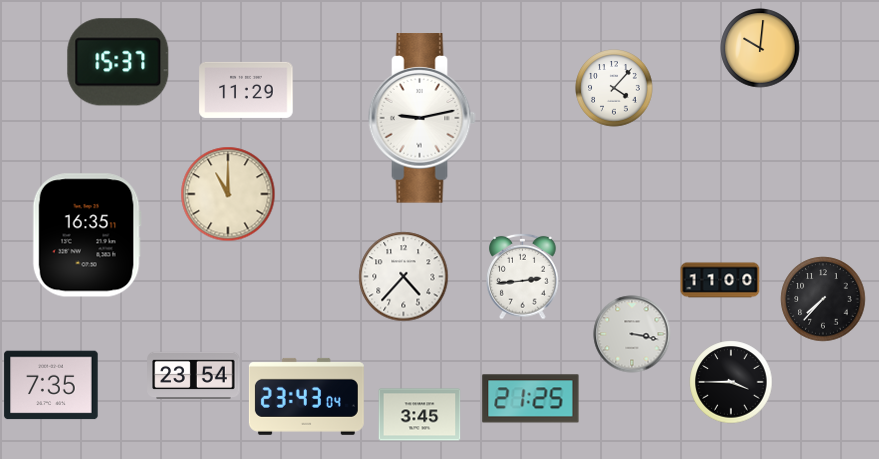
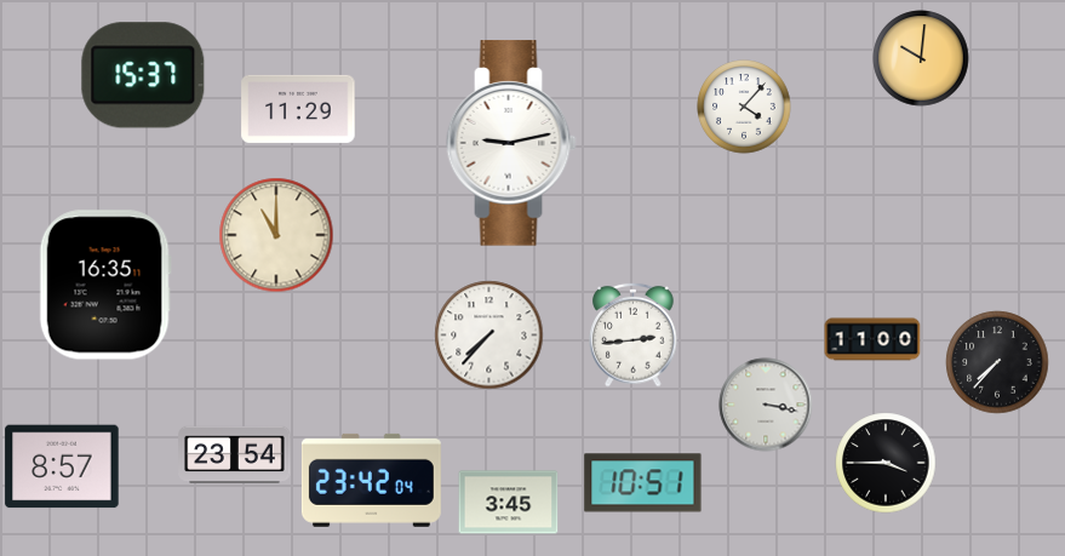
clock at (404, 277): 4:37 -> 7:37
clock at (51, 385): 7:35 -> 8:57
clock at (306, 396): 23:43 -> 23:42
clock at (531, 399): 21:25 -> 10:51
